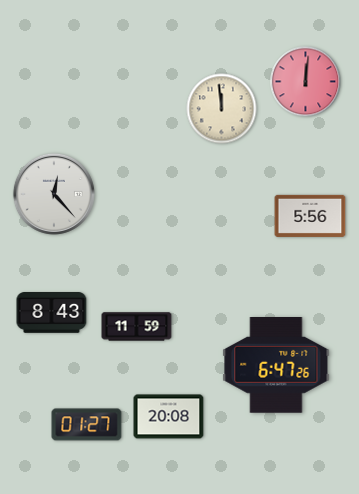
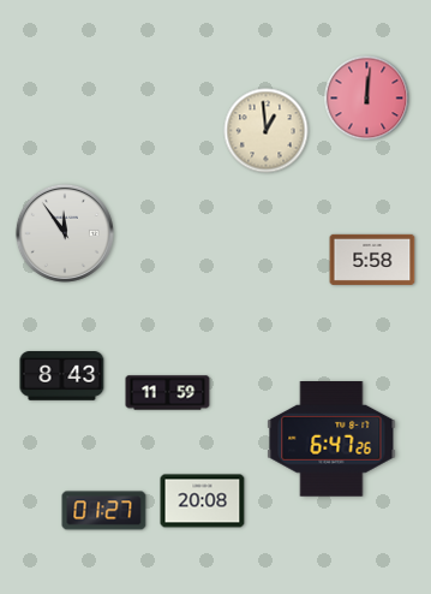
clock at (222, 109): 11:59 -> 12:59
clock at (54, 194): 12:23 -> 11:54
clock at (310, 216): 5:56 -> 5:58
clock at (137, 327) position: (137, 327) -> (168, 393)
